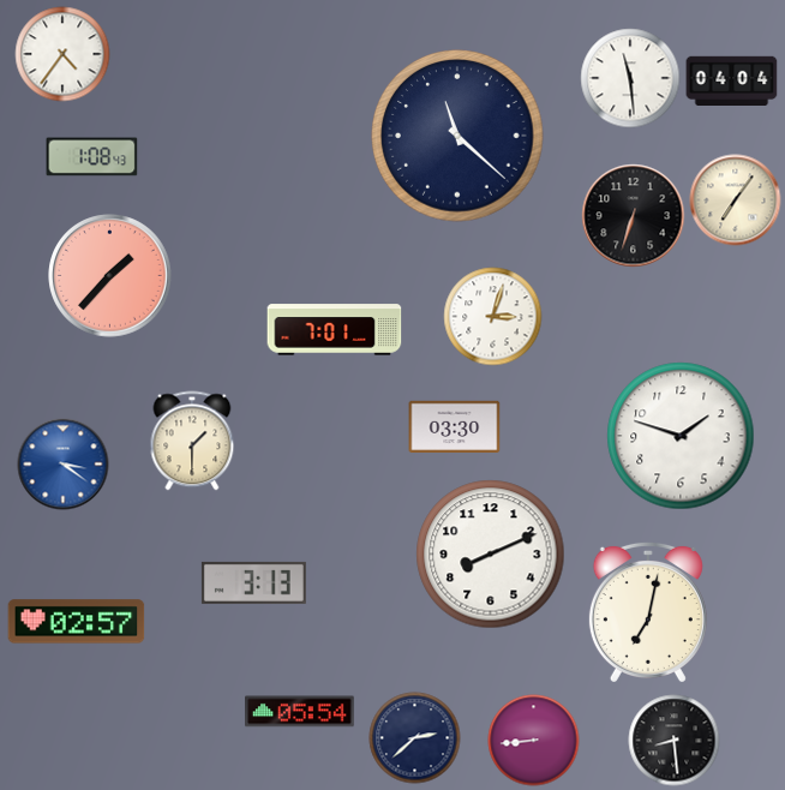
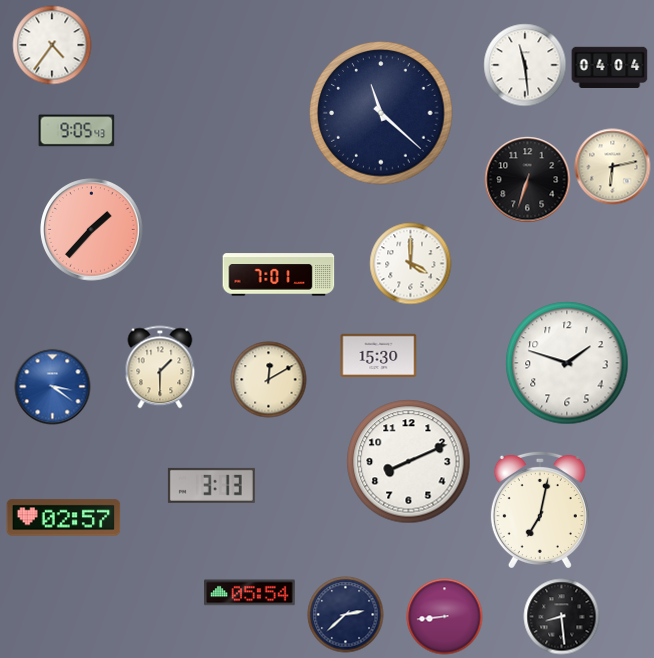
clock at (92, 157): 1:08 -> 9:05
clock at (736, 201): 7:06 -> 6:13
clock at (493, 317): 3:03 -> 4:00
clock at (455, 426): 03:30 -> 15:30
clock at (269, 380): none -> 12:10
